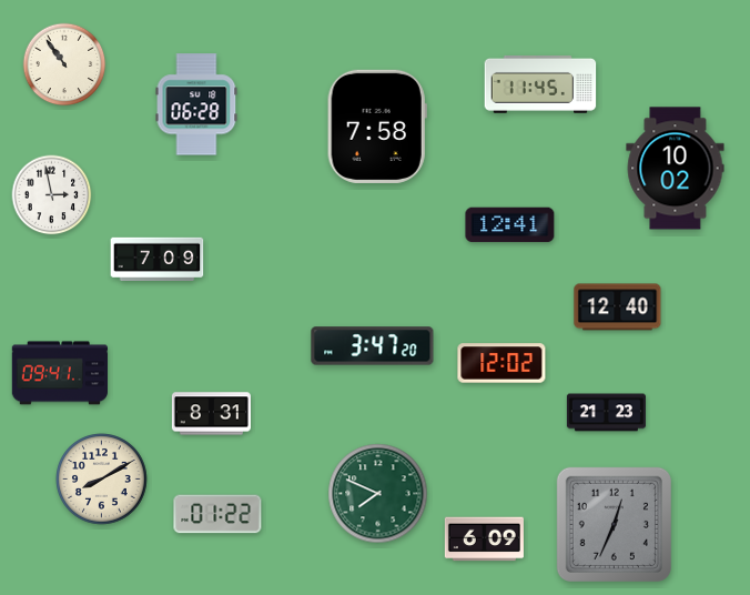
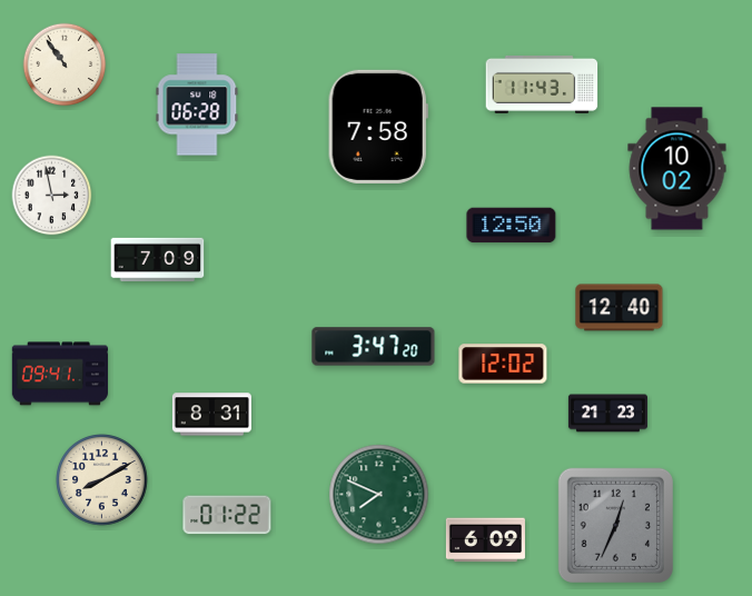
clock at (540, 84): 11:45 -> 11:43
clock at (510, 225): 12:41 -> 12:50
clock at (217, 514) position: (217, 514) -> (227, 515)
